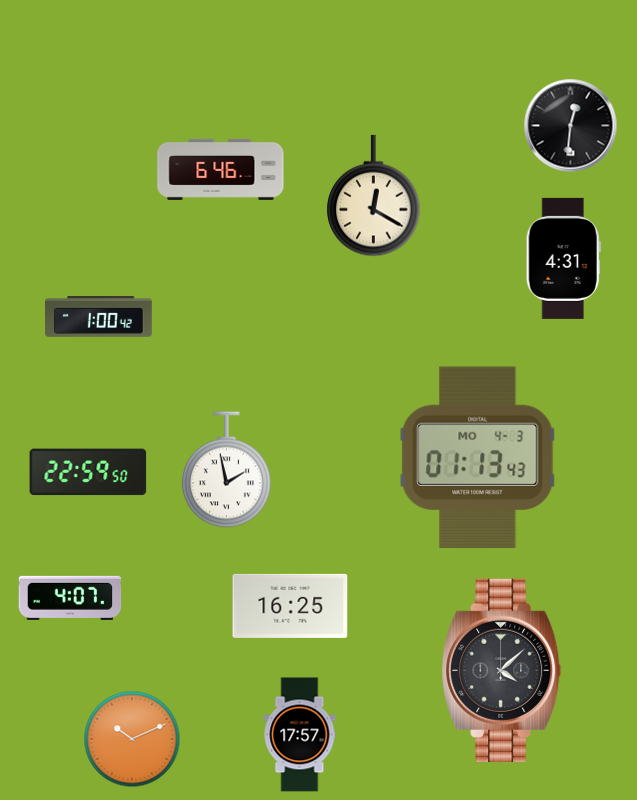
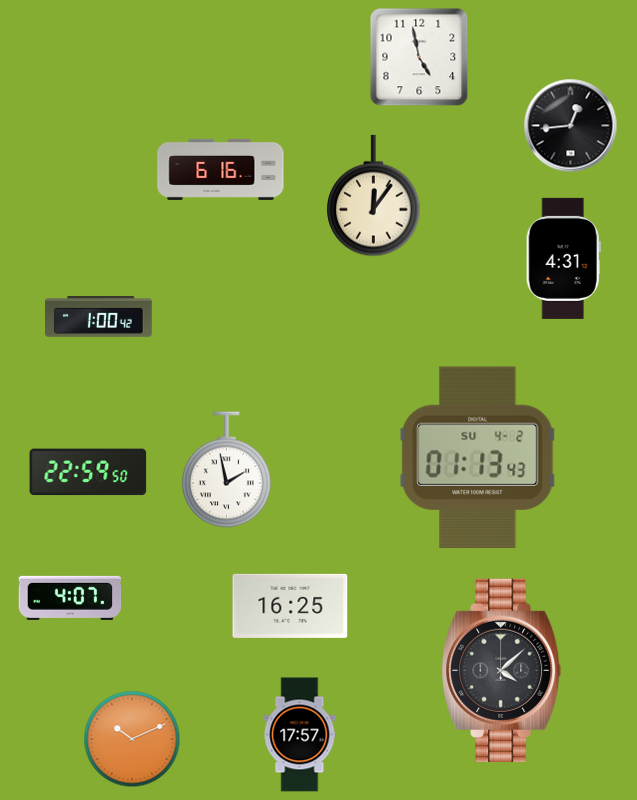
clock at (419, 57): none -> 4:58
clock at (571, 126): 12:31 -> 12:44
clock at (221, 169): 6:46 -> 6:16
clock at (374, 196): 12:20 -> 12:06
clock at (478, 457) date: MO 4-3 -> SU 4-2
